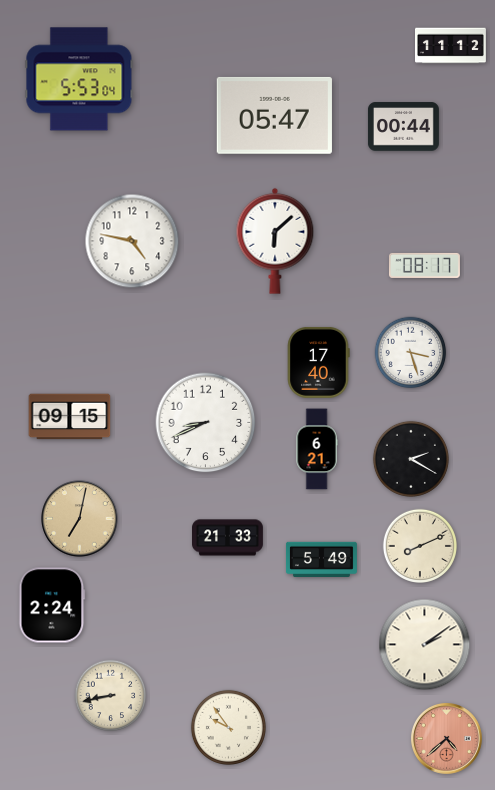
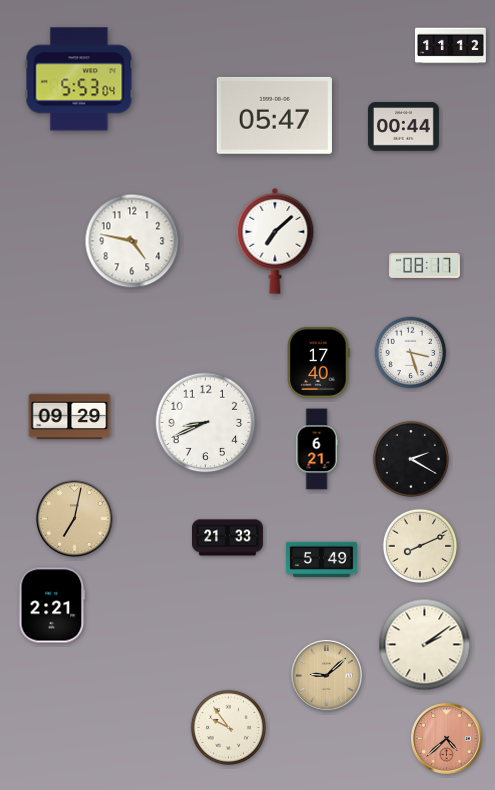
clock at (275, 241): 6:08 -> 7:08
clock at (70, 417): 09:15 -> 09:29
clock at (80, 519) position: (80, 519) -> (75, 519)
clock at (52, 605): 2:24 -> 2:21
clock at (326, 675): none -> 9:08
clock at (111, 696): 8:43 -> none
